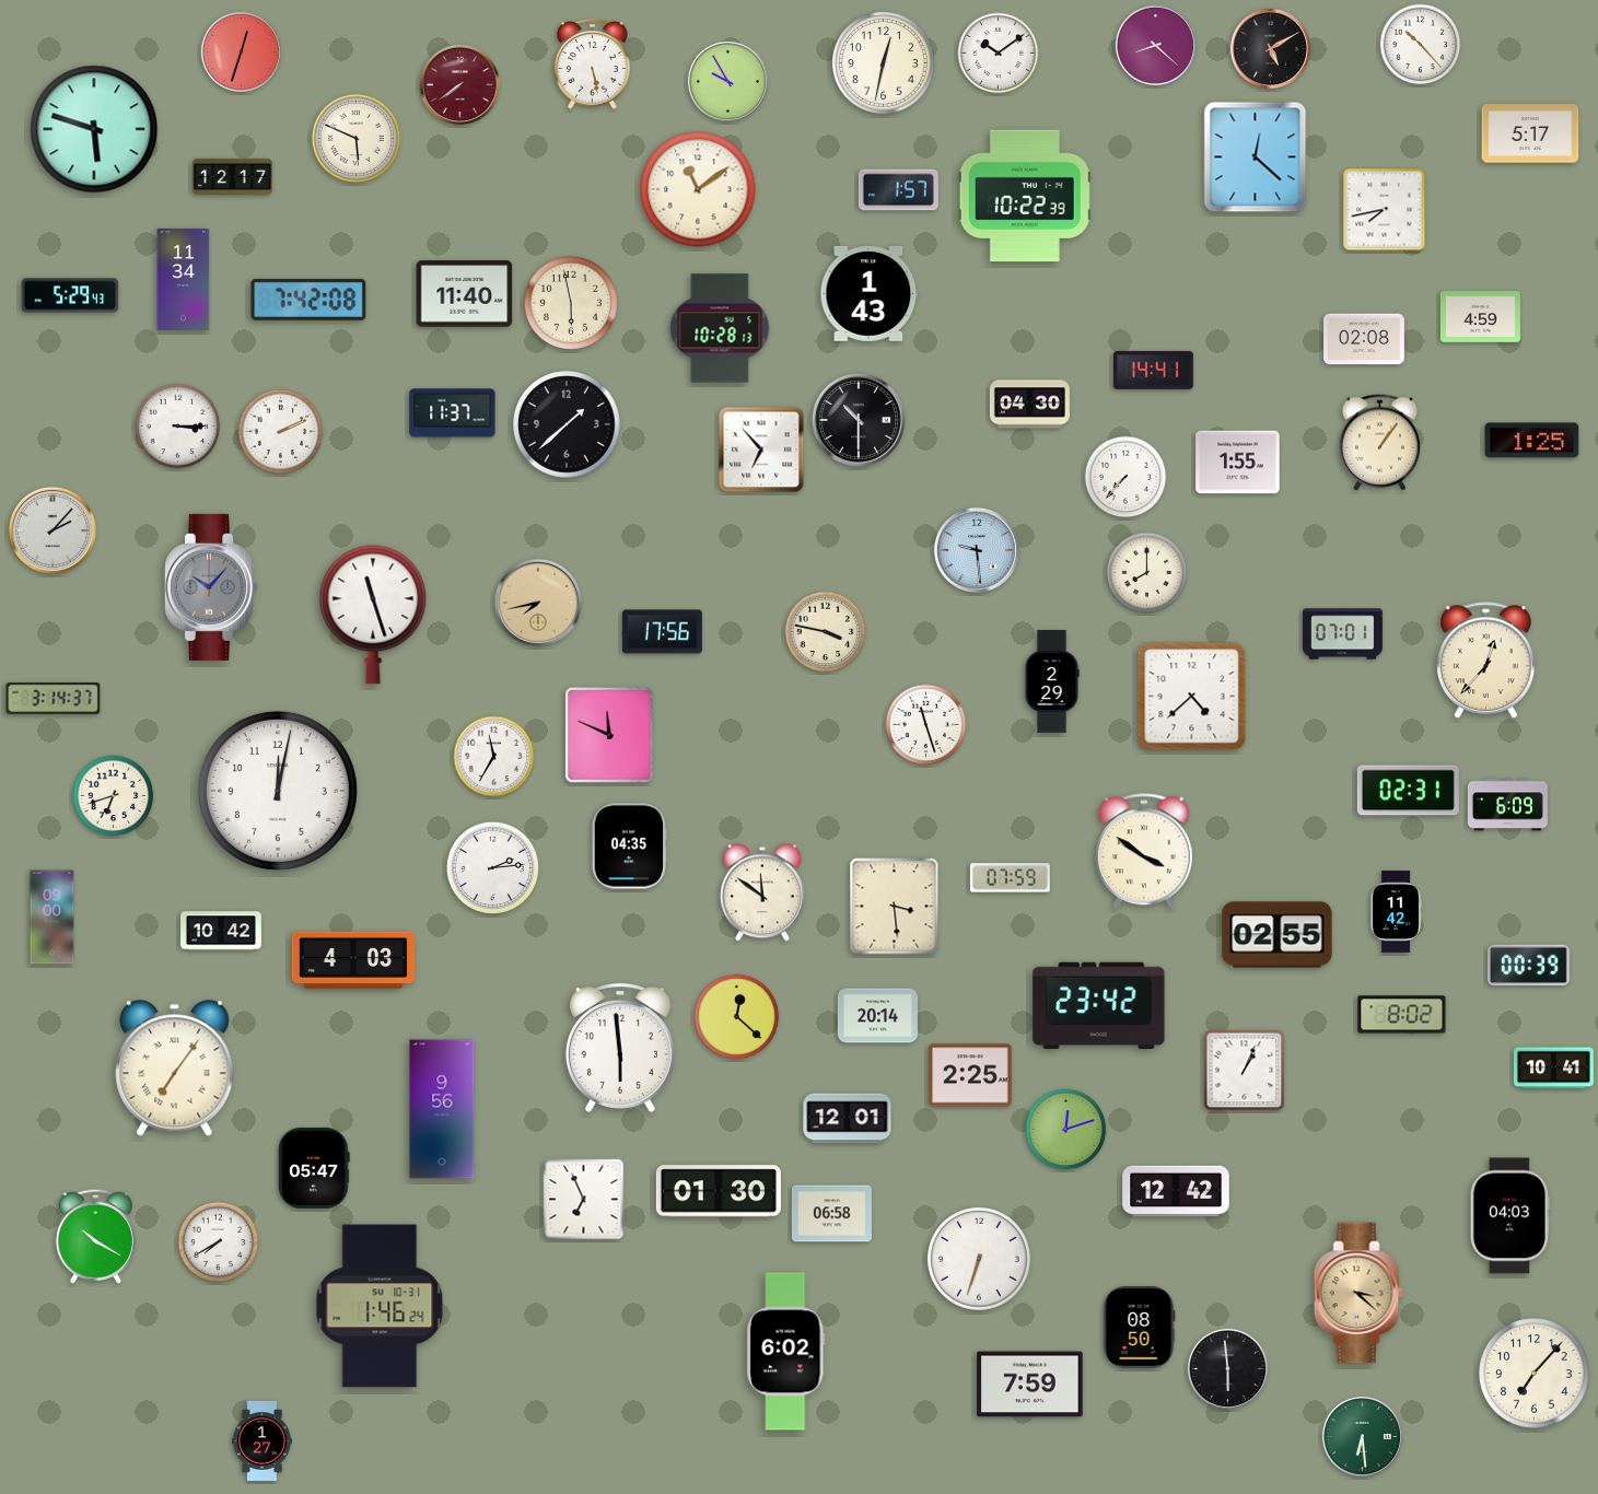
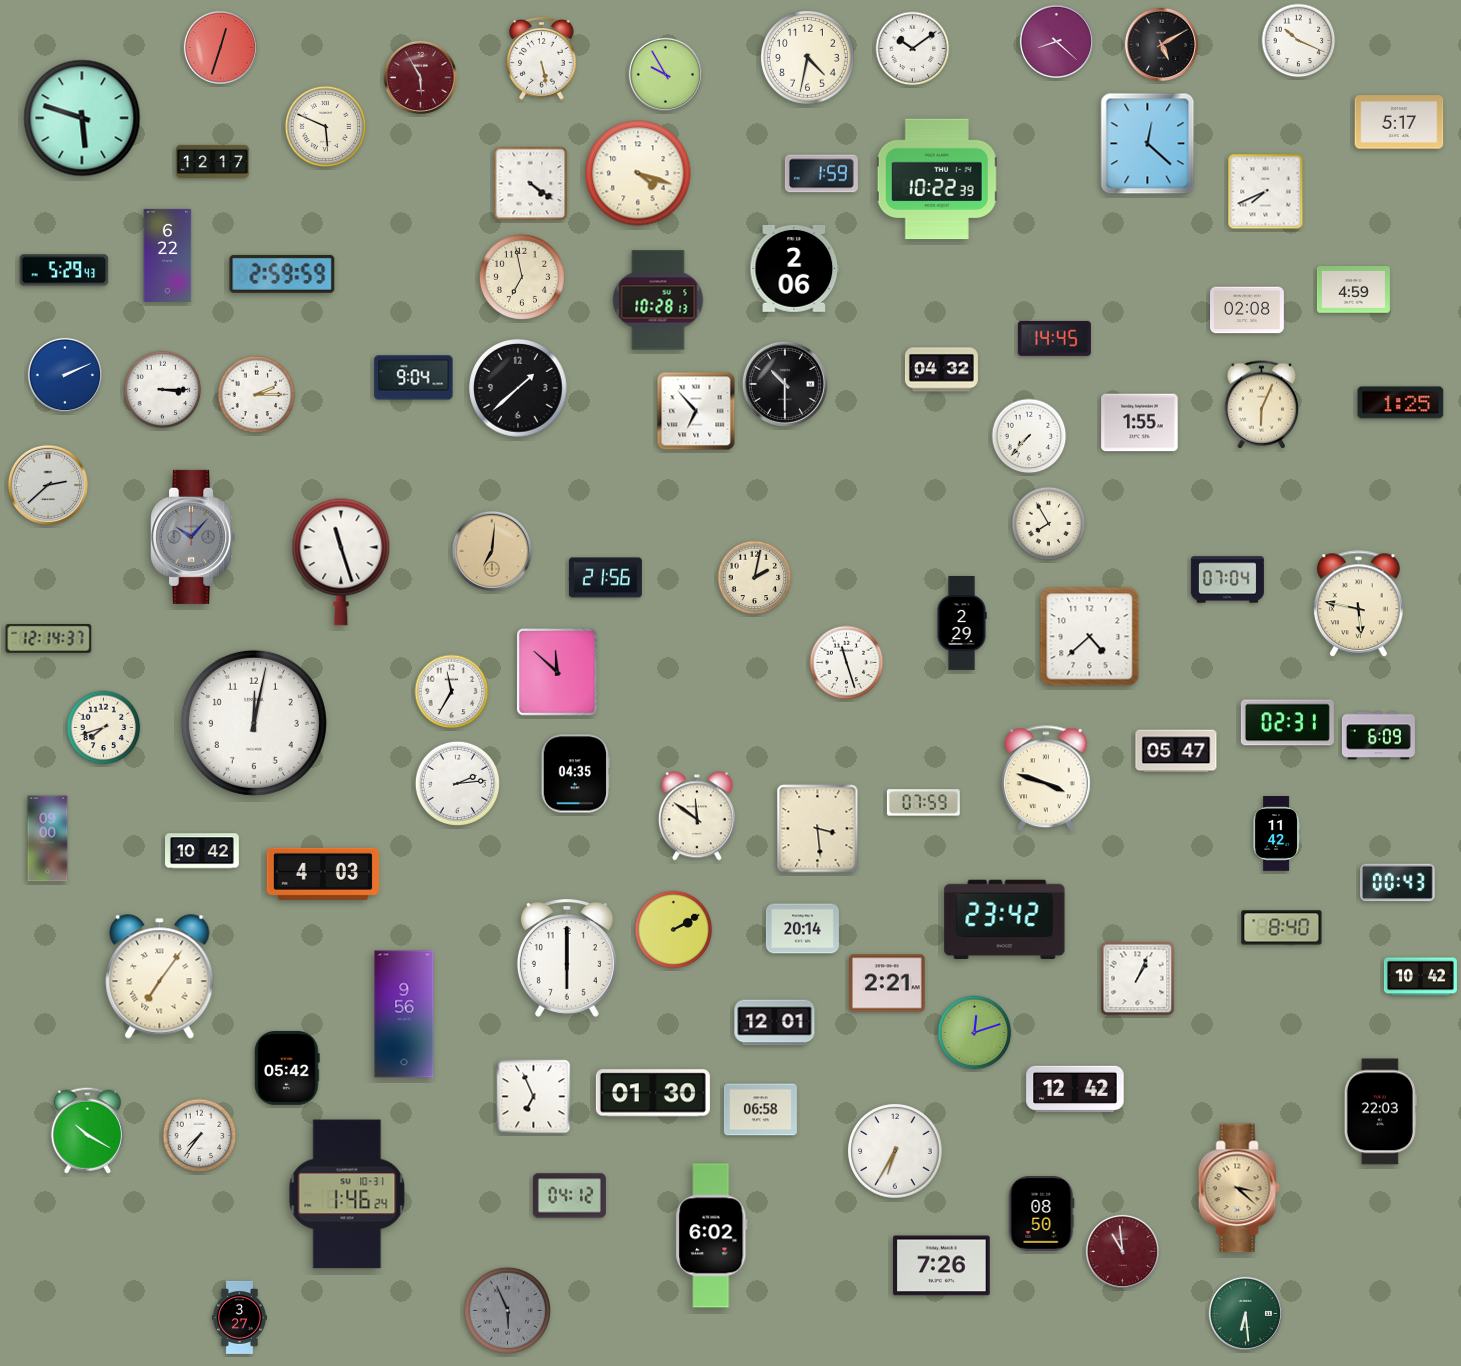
clock at (1421, 45): 10:23 -> 10:19
clock at (884, 63): 12:32 -> 4:32
clock at (459, 84): 7:39 -> 5:55
clock at (94, 129) position: (94, 129) -> (82, 118)
clock at (698, 189): 11:09 -> 4:18
clock at (898, 190): 1:57 -> 1:59
clock at (531, 184): none -> 4:21
clock at (1385, 210): 7:43 -> 7:41
clock at (184, 279): 11:34 -> 6:22
clock at (870, 293): 1:43 -> 2:06
clock at (465, 294): 11:40 -> none
clock at (308, 300): 7:42 -> 2:59
clock at (571, 303): 5:58 -> 6:58
clock at (1153, 370): 14:41 -> 14:45
clock at (1029, 405): 04:30 -> 04:32
clock at (65, 375): none -> 2:11
clock at (453, 413): 11:37 -> 9:04
clock at (281, 432): 2:11 -> 2:15
clock at (1380, 443): 1:06 -> 6:04
clock at (1238, 463) position: (1238, 463) -> (1140, 423)
clock at (53, 530): 2:07 -> 2:38
clock at (977, 550): 9:29 -> none
clock at (1147, 573): 8:00 -> 7:55
clock at (538, 603): 7:43 -> 7:01
clock at (662, 632): 17:56 -> 21:56
clock at (826, 632): 3:47 -> 2:02
clock at (1342, 634): 07:01 -> 07:04
clock at (1485, 661): 12:37 -> 5:47
clock at (54, 698): 3:14 -> 12:14
clock at (609, 735): 11:49 -> 11:52
clock at (114, 796): 6:42 -> 7:42
clock at (1176, 751): none -> 05:47
clock at (1144, 852): 3:51 -> 3:48
clock at (492, 867) position: (492, 867) -> (457, 783)
clock at (1278, 935): 02:55 -> none
clock at (353, 960) position: (353, 960) -> (323, 874)
clock at (1529, 966): 00:39 -> 00:43
clock at (1402, 1015): 8:02 -> 8:40
clock at (737, 1017): 12:22 -> 2:10
clock at (620, 1049): 5:59 -> 6:00
clock at (1553, 1069): 10:41 -> 10:42
clock at (970, 1075): 2:25 -> 2:21
clock at (314, 1168): 05:47 -> 05:42
clock at (719, 1191) position: (719, 1191) -> (653, 1093)
clock at (1509, 1216): 04:03 -> 22:03
clock at (219, 1242): 7:40 -> 7:36
clock at (980, 1260): 6:33 -> 6:35
clock at (1358, 1293) position: (1358, 1293) -> (1239, 1188)
clock at (569, 1196): none -> 04:12
clock at (786, 1352) position: (786, 1352) -> (712, 1236)
clock at (1227, 1368): 5:59 -> 10:59
clock at (1227, 1368) dial: black -> burgundy
clock at (1535, 1374): 7:07 -> none
clock at (1030, 1385): 7:59 -> 7:26
clock at (507, 1310): none -> 5:56
clock at (261, 1440): 1:27 -> 3:27
